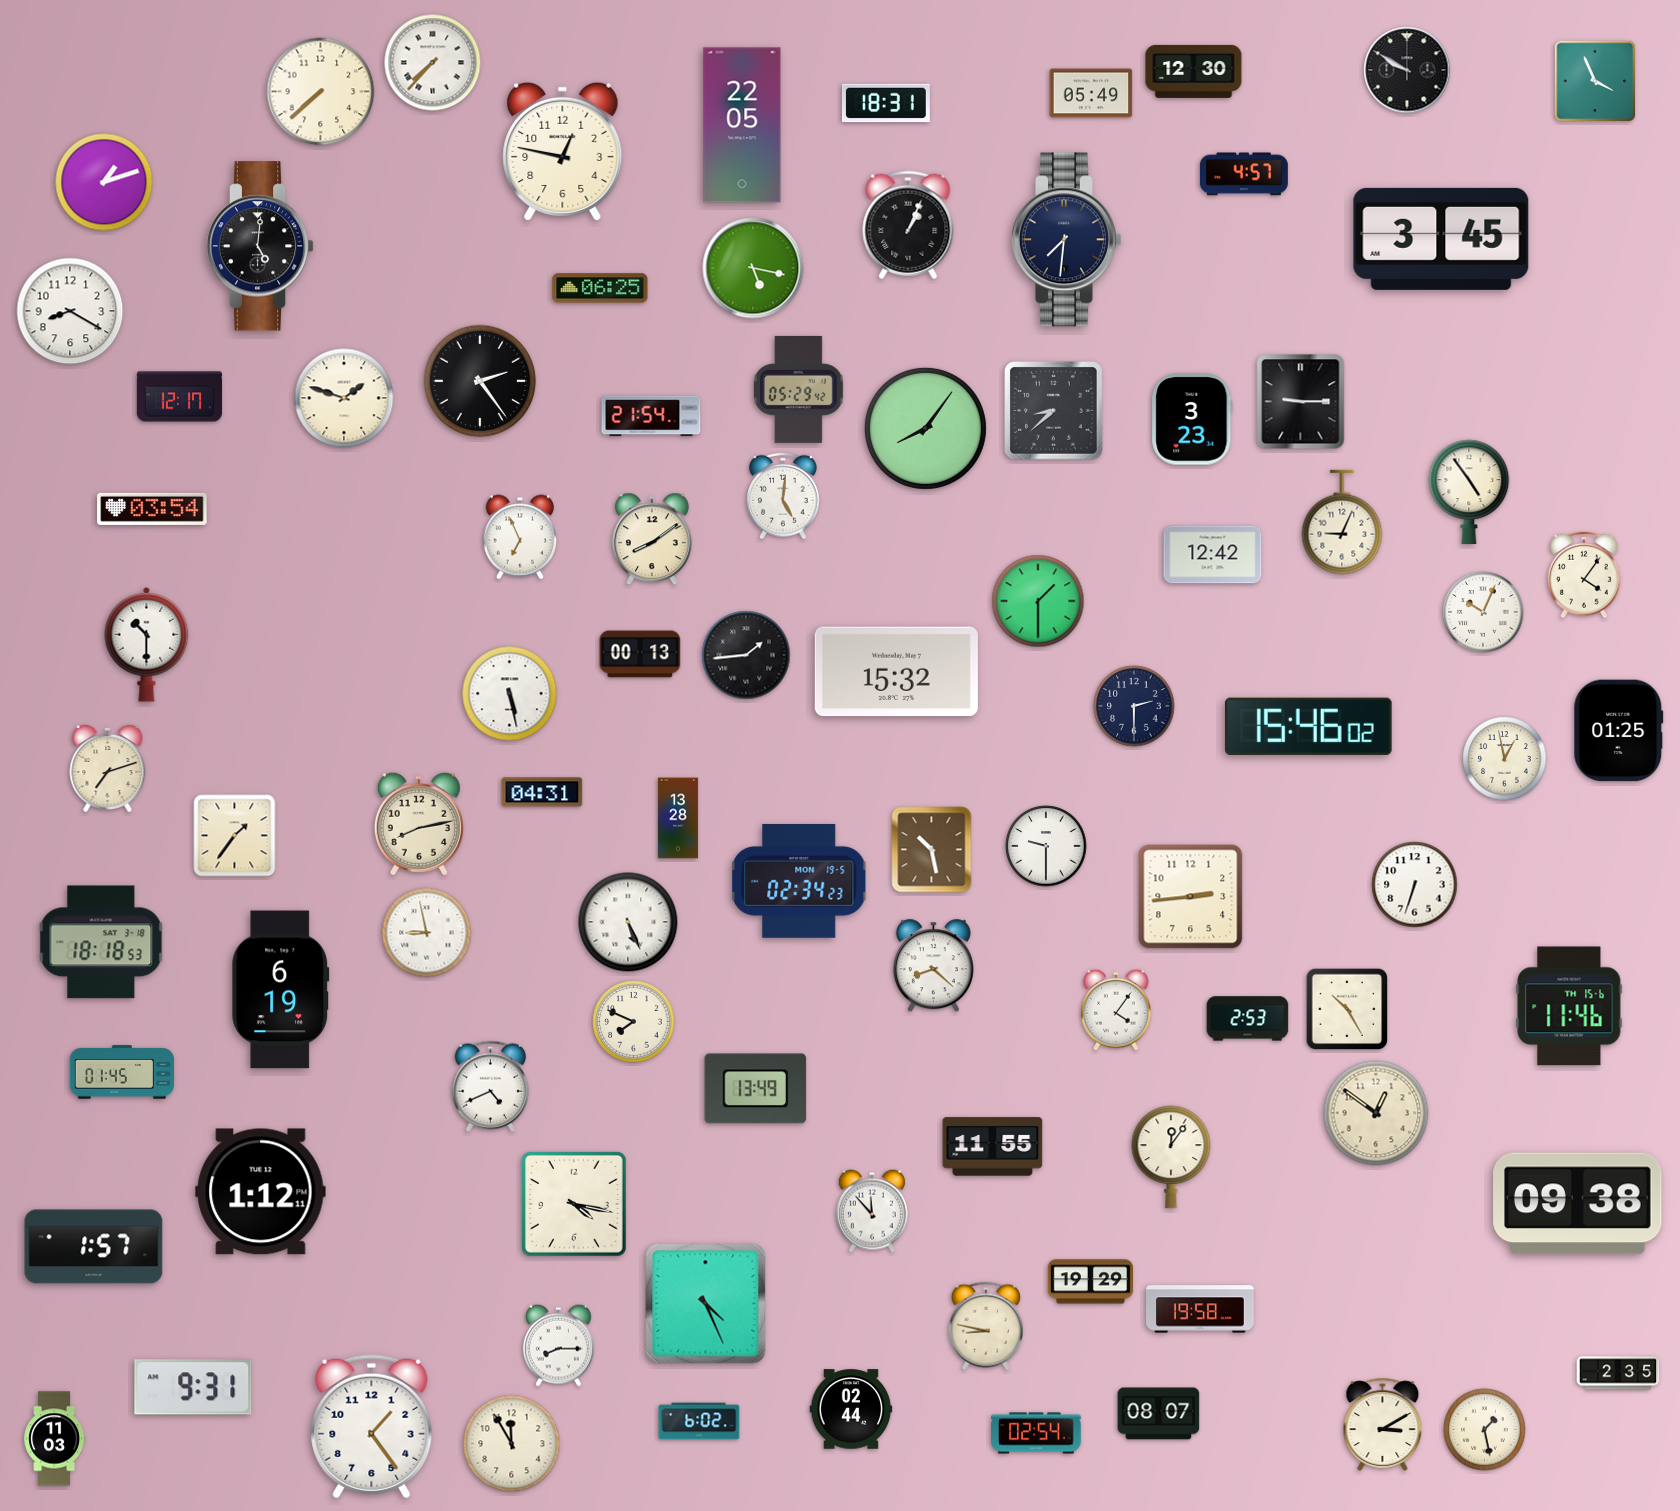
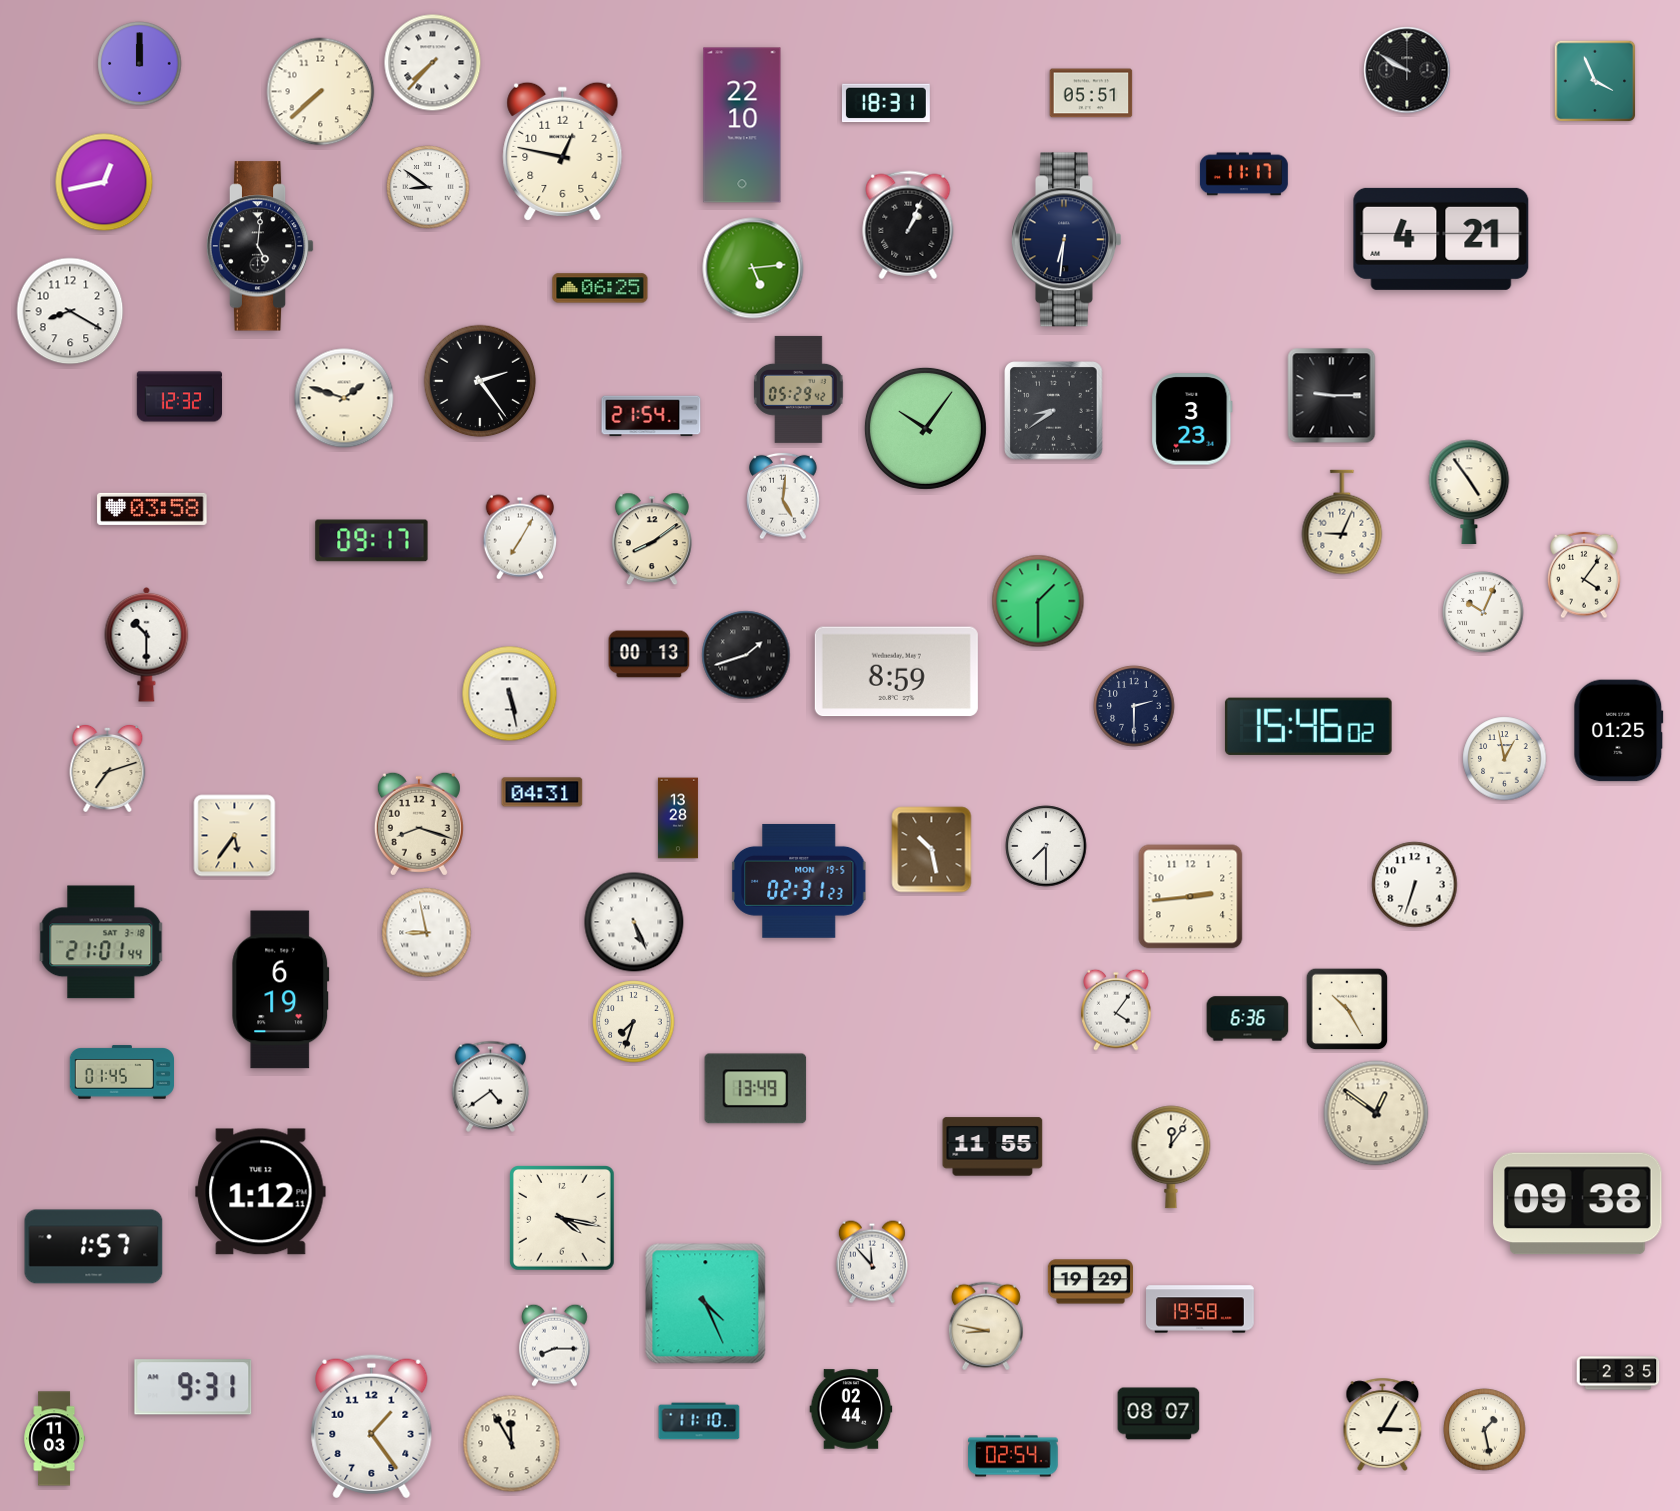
clock at (140, 64): none -> 12:00
clock at (1194, 71): 12:30 -> none
clock at (1091, 93): 05:49 -> 05:51
clock at (742, 125): 22:05 -> 22:10
clock at (1244, 174): 4:57 -> 11:17
clock at (104, 182): 1:12 -> 12:43
clock at (428, 187): none -> 8:51
clock at (1441, 239): 3:45 -> 4:21
clock at (1066, 240): 7:31 -> 6:31
clock at (753, 268): 5:17 -> 5:14
clock at (179, 397): 12:17 -> 12:32
clock at (1301, 402) position: (1301, 402) -> (1332, 396)
clock at (1054, 411): 8:38 -> 8:39
clock at (925, 428): 8:06 -> 10:06
clock at (152, 509): 03:54 -> 03:58
clock at (519, 537): 6:56 -> 7:05
clock at (372, 541): none -> 09:17
clock at (1213, 555): 12:42 -> none
clock at (640, 654) position: (640, 654) -> (649, 654)
clock at (746, 655): 1:44 -> 1:42
clock at (896, 672): 15:32 -> 8:59
clock at (419, 824): 8:13 -> 8:18
clock at (235, 836): 1:36 -> 5:36
clock at (1046, 846): 9:30 -> 7:30
clock at (799, 881): 02:34 -> 02:31
clock at (628, 922) position: (628, 922) -> (634, 922)
clock at (101, 942): 18:18 -> 21:01
clock at (933, 966): 8:22 -> none
clock at (1569, 1006): 11:46 -> none
clock at (1248, 1019): 2:53 -> 6:36
clock at (634, 1022): 7:49 -> 7:33
clock at (491, 1086): 4:41 -> 4:39
clock at (575, 1205) position: (575, 1205) -> (563, 1219)
clock at (872, 1211) position: (872, 1211) -> (872, 1262)
clock at (558, 1345) position: (558, 1345) -> (554, 1345)
clock at (699, 1421): 6:02 -> 11:10
clock at (1383, 1424): 3:10 -> 3:05
clock at (1036, 1433) position: (1036, 1433) -> (1013, 1456)
